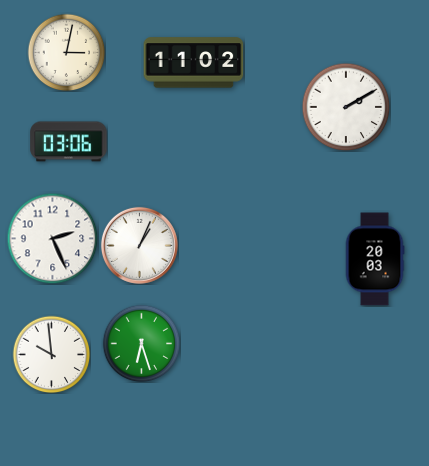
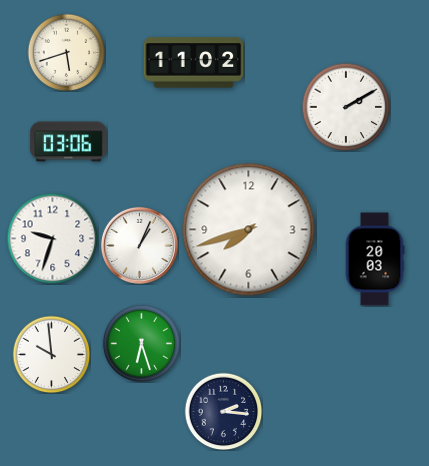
clock at (66, 52): 3:02 -> 5:42
clock at (249, 230): none -> 7:42
clock at (52, 238): 2:26 -> 9:33
clock at (223, 411): none -> 2:16
